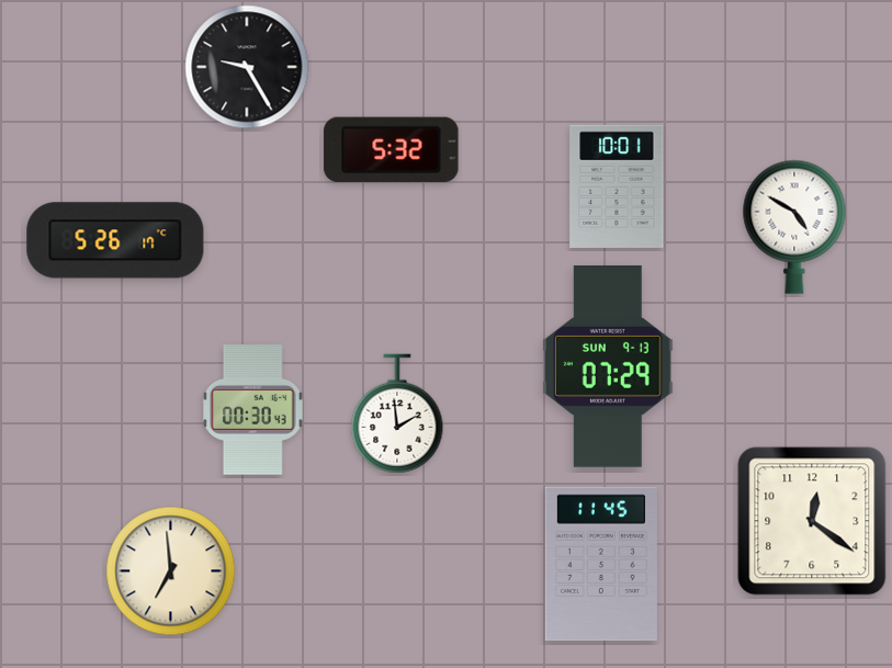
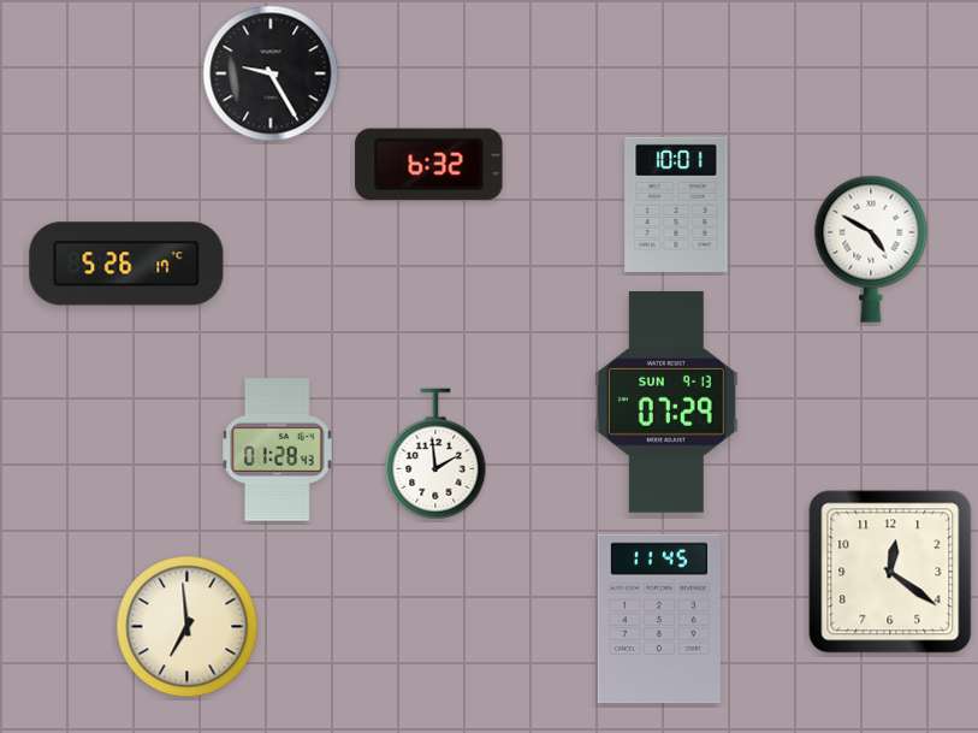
clock at (392, 149): 5:32 -> 6:32
clock at (253, 410): 00:30 -> 01:28
